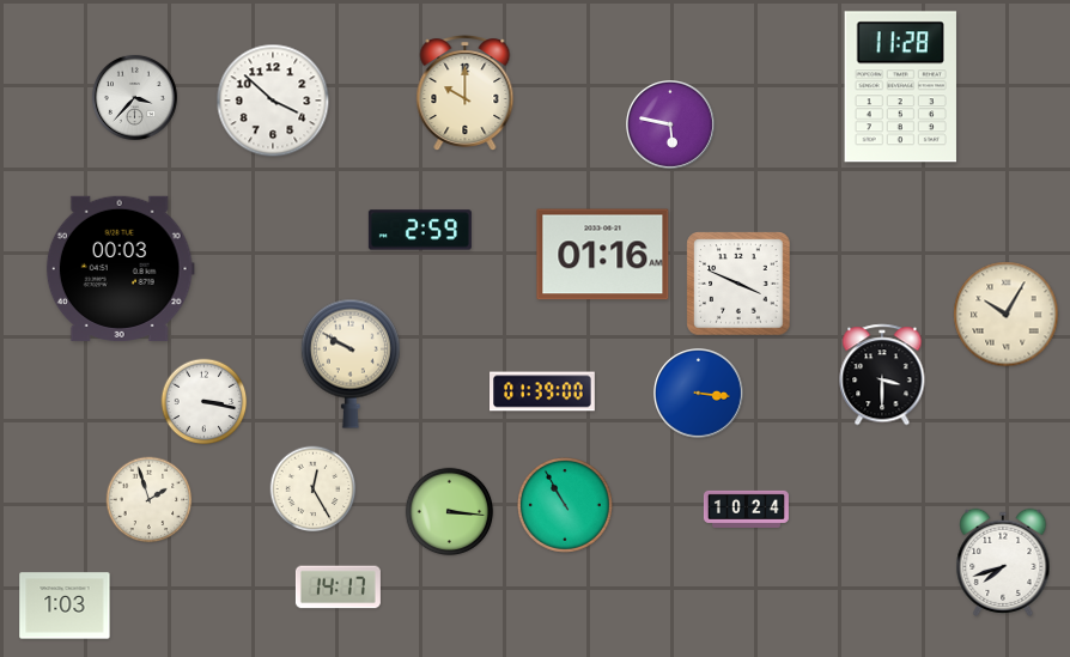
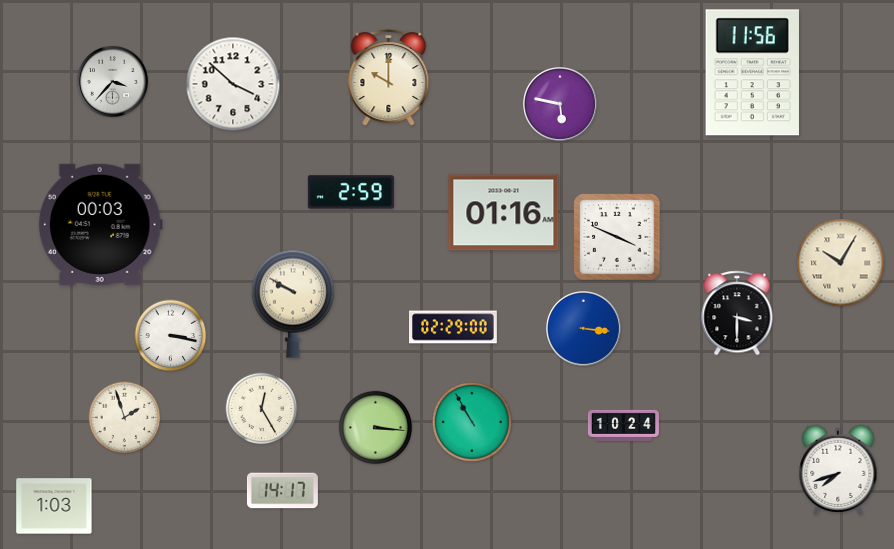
clock at (900, 87): 11:28 -> 11:56
clock at (273, 101) position: (273, 101) -> (233, 84)
clock at (542, 391): 01:39 -> 02:29
